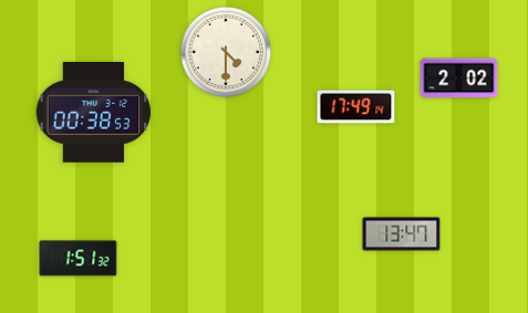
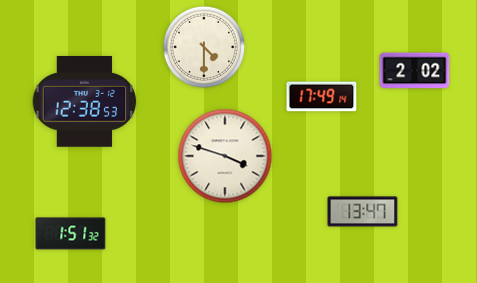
clock at (94, 112): 00:38 -> 12:38
clock at (225, 156): none -> 3:48
